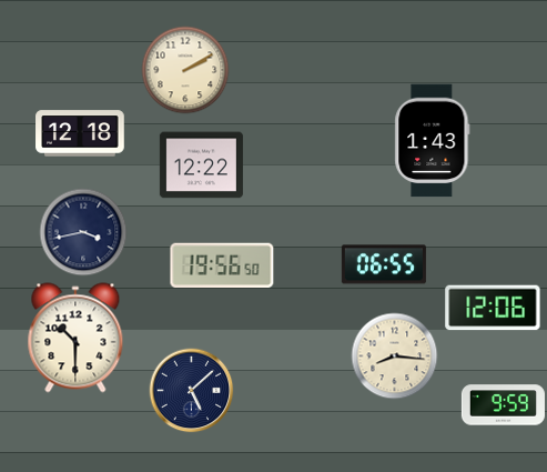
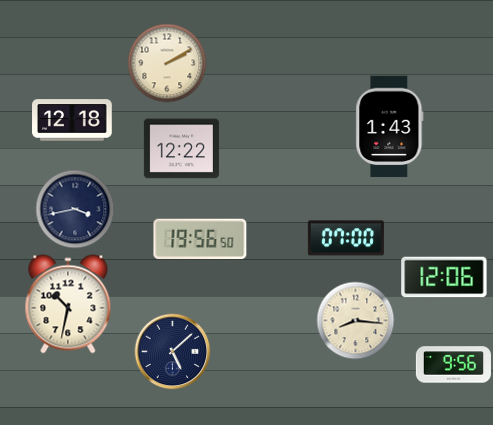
clock at (384, 264): 06:55 -> 07:00
clock at (75, 338): 10:30 -> 10:32
clock at (503, 405): 9:59 -> 9:56
